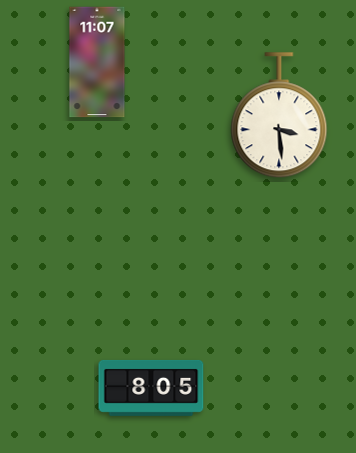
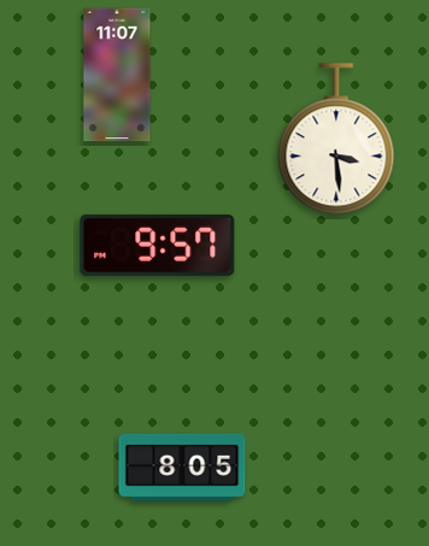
clock at (158, 245): none -> 9:57
